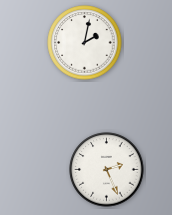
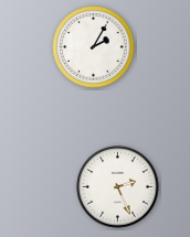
clock at (85, 43): 2:02 -> 2:05
